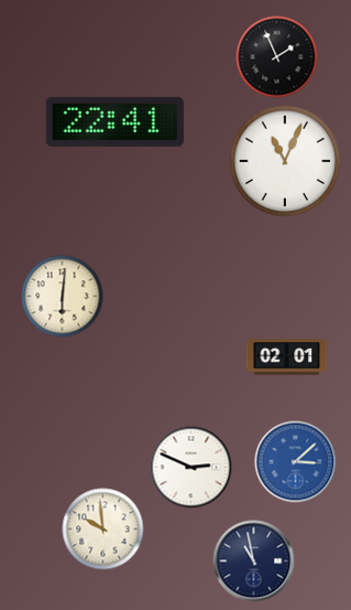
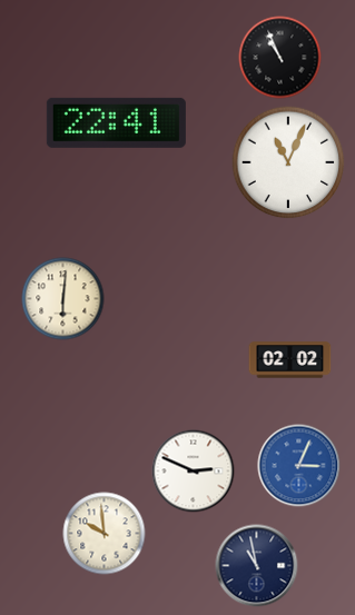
clock at (277, 57): 1:56 -> 10:56
clock at (287, 357): 02:01 -> 02:02
clock at (296, 462): 3:08 -> 3:04
